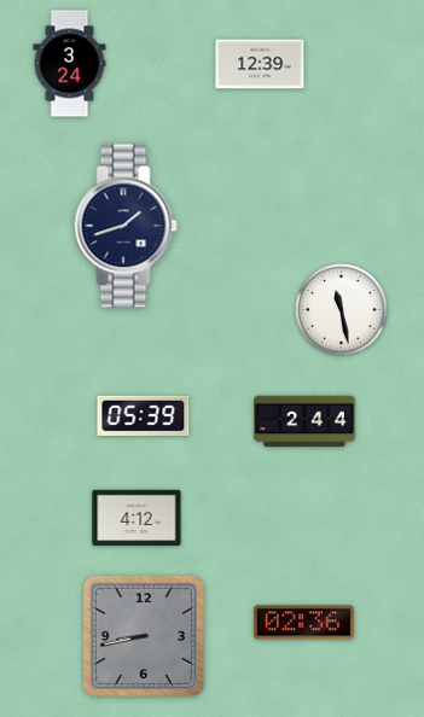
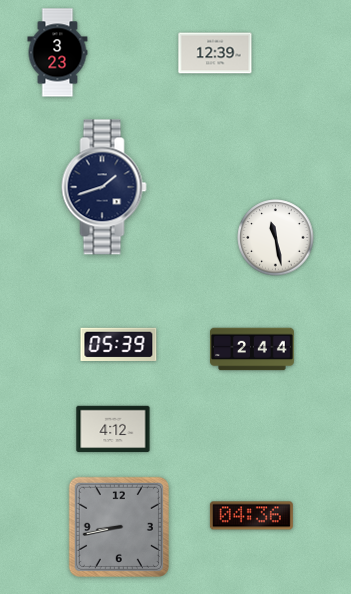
clock at (70, 64): 3:24 -> 3:23
clock at (342, 310) position: (342, 310) -> (276, 238)
clock at (303, 623): 02:36 -> 04:36
